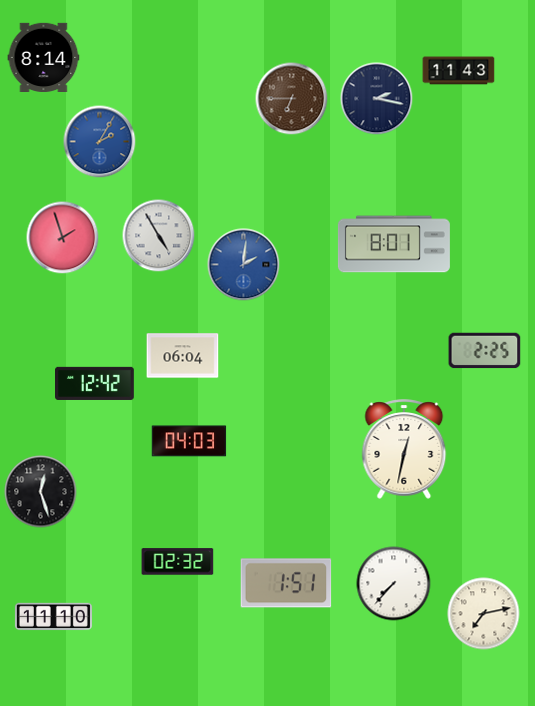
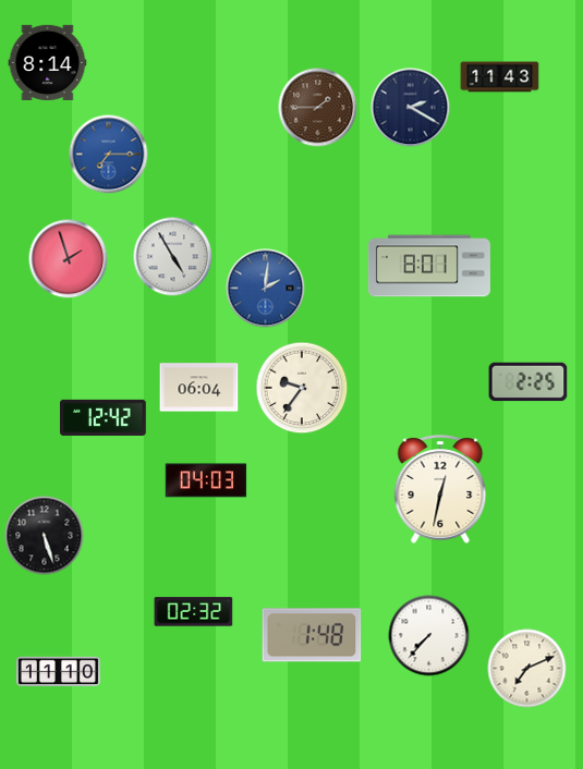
clock at (292, 99): 6:45 -> 1:45
clock at (377, 99): 2:17 -> 2:20
clock at (100, 142): 2:05 -> 7:15
clock at (302, 388): none -> 9:36
clock at (41, 492): 12:27 -> 5:27
clock at (286, 583): 1:51 -> 1:48
clock at (484, 614): 7:13 -> 7:11
